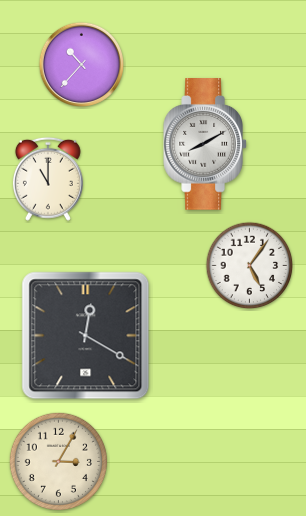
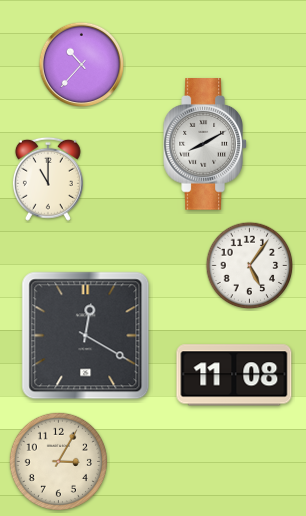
clock at (234, 375): none -> 11:08
